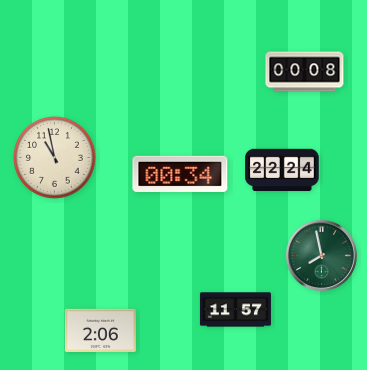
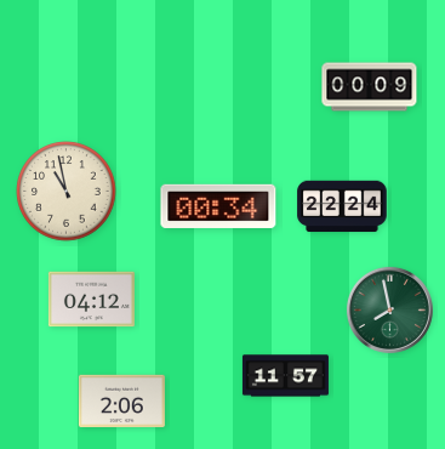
clock at (305, 72): 00:08 -> 00:09
clock at (180, 174) position: (180, 174) -> (218, 206)
clock at (91, 300): none -> 04:12
